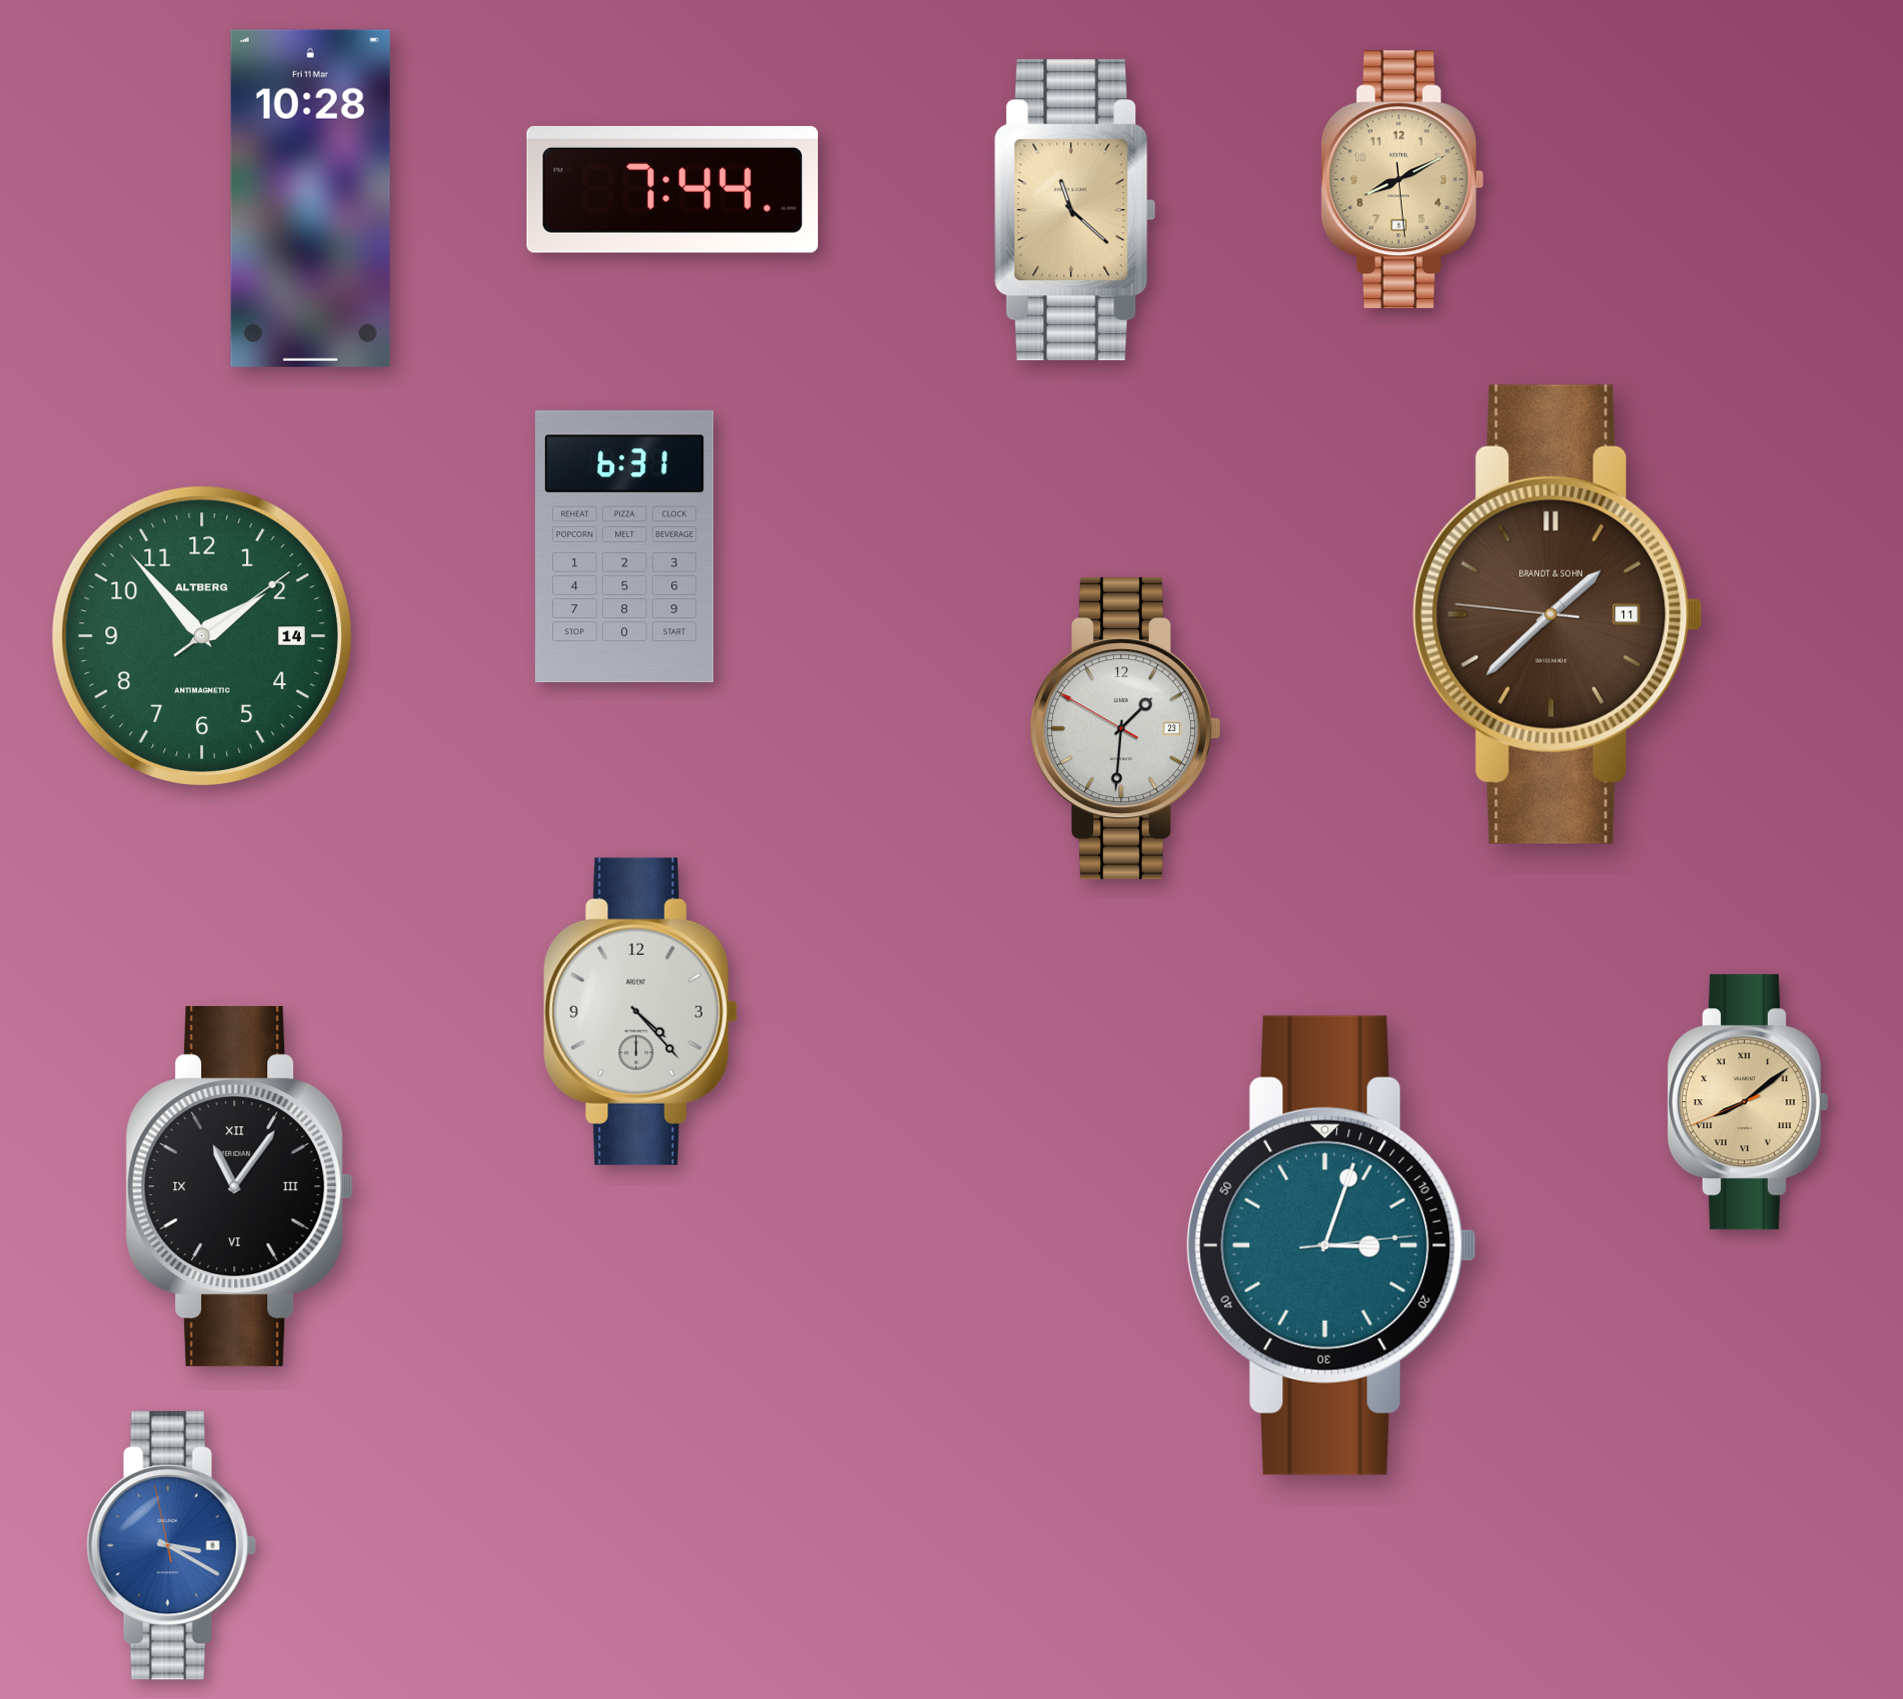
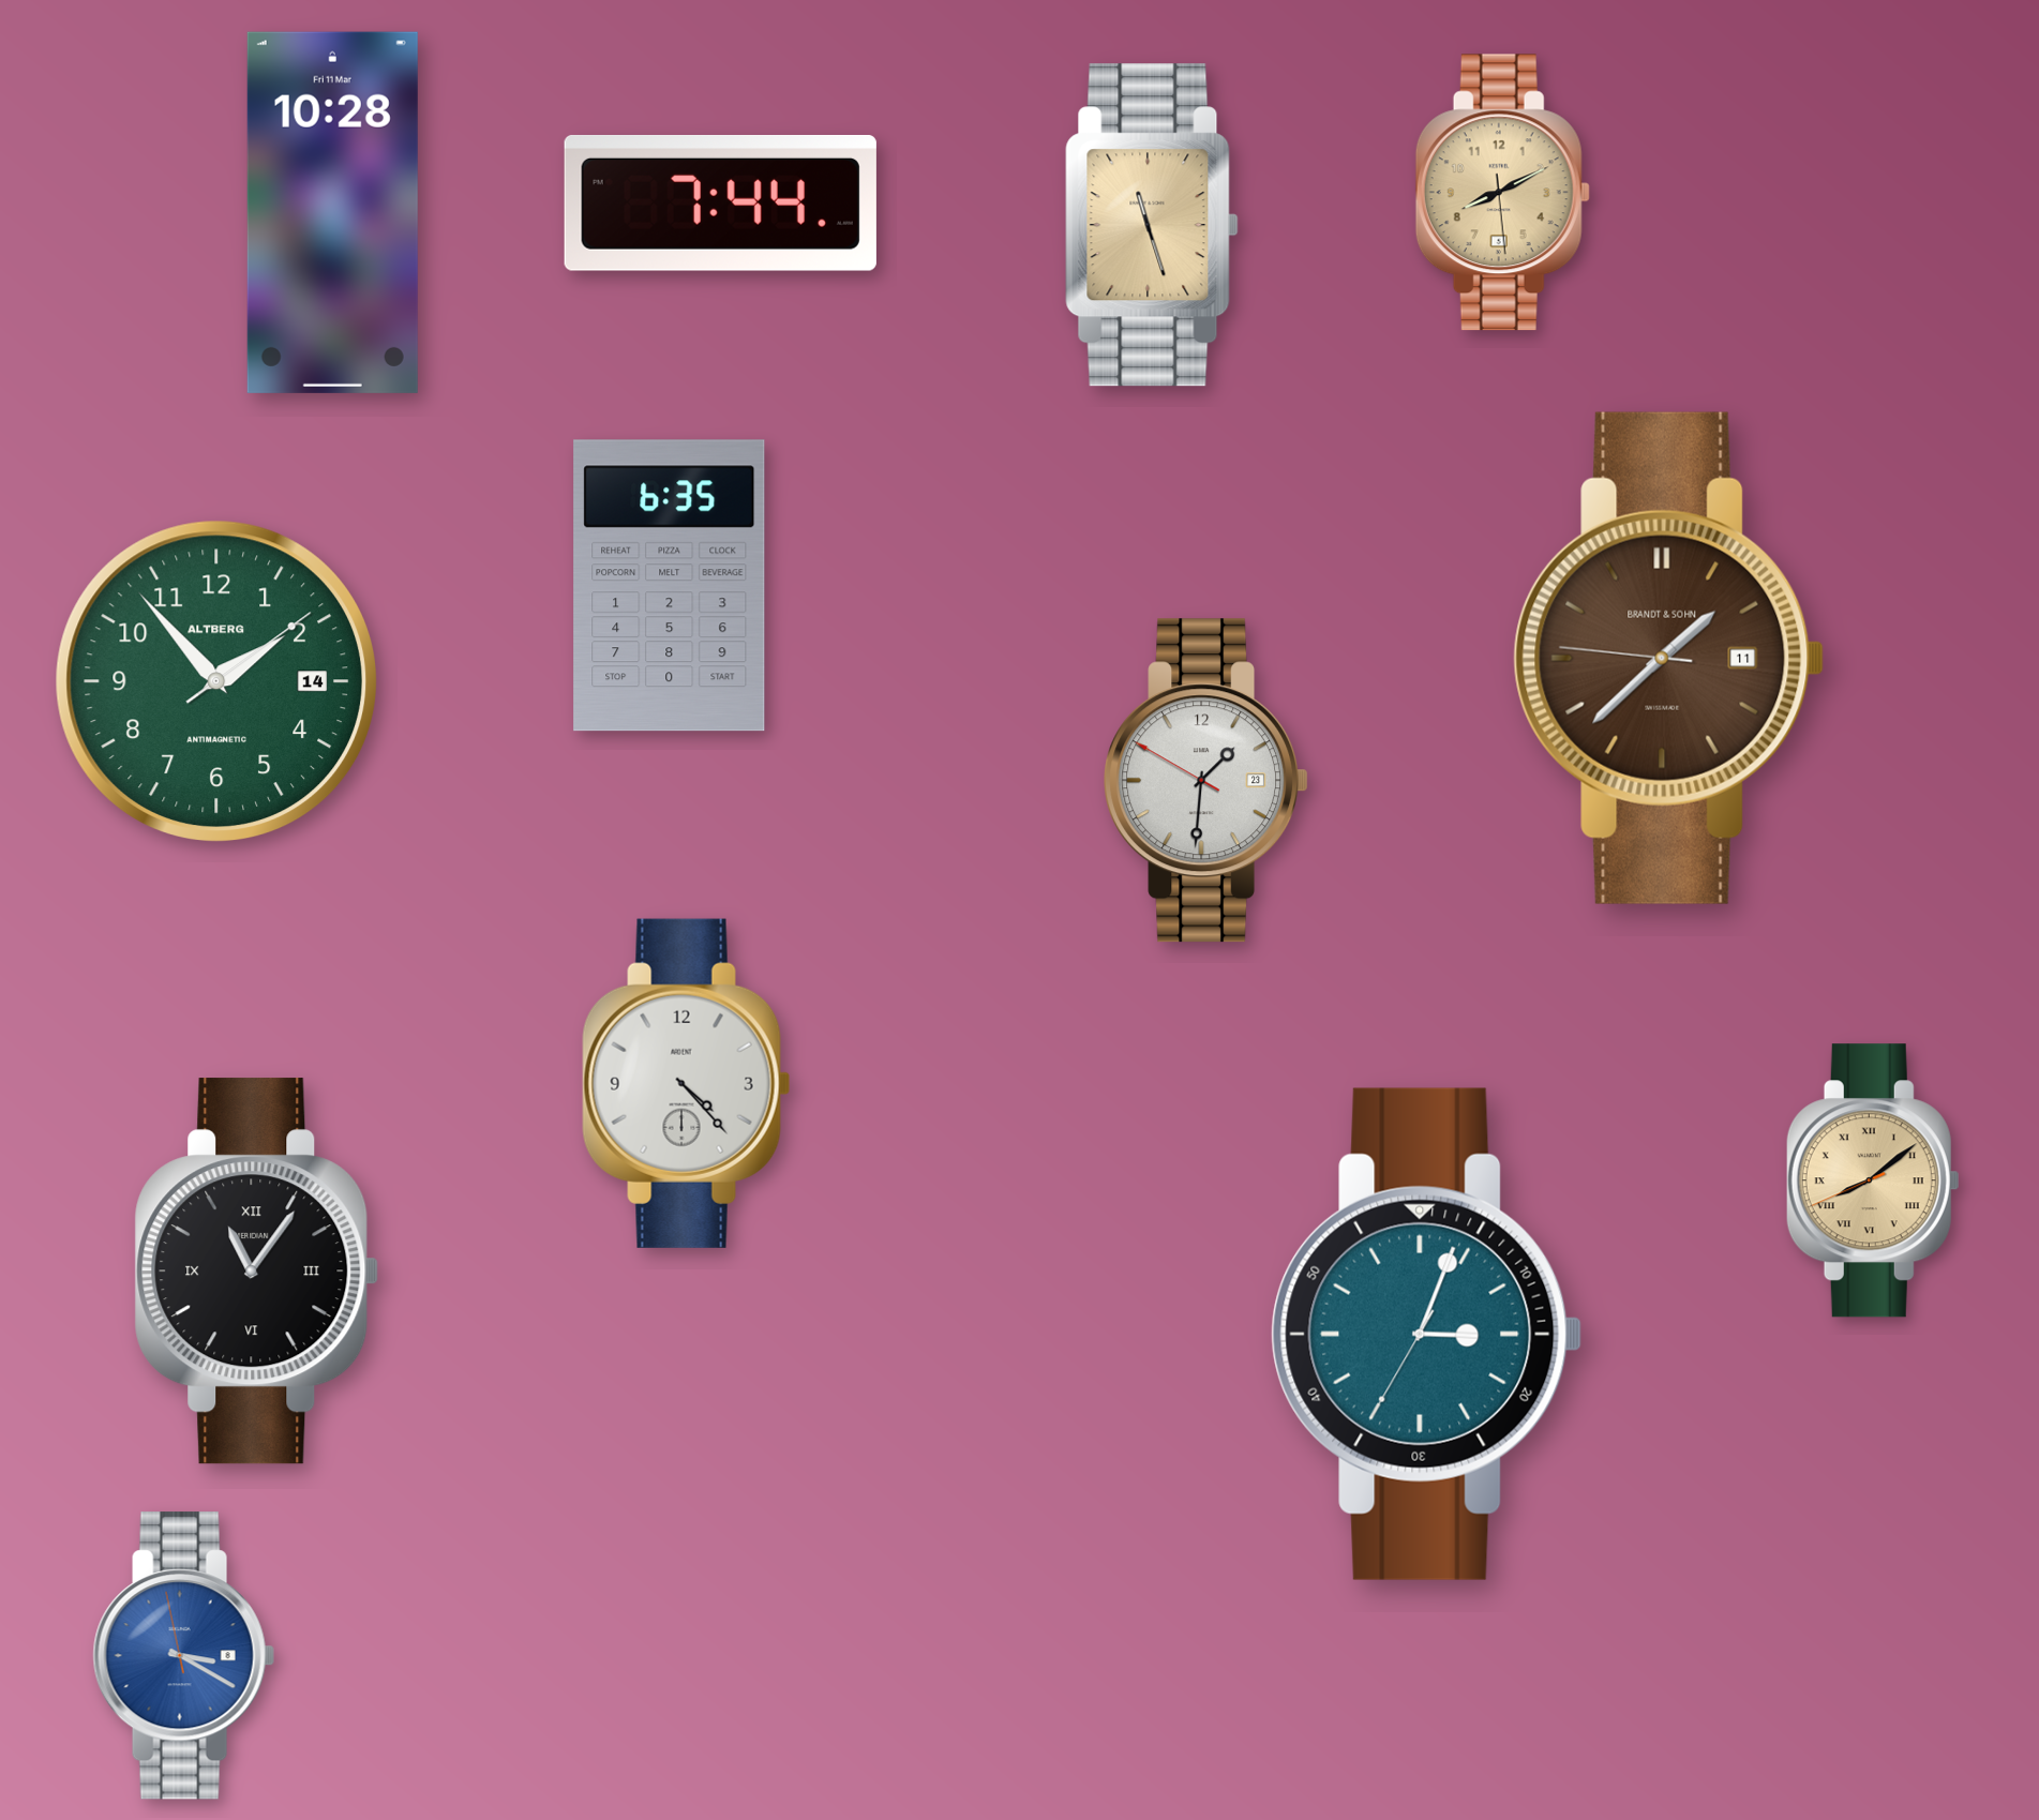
clock at (1075, 210): 11:22 -> 11:27
clock at (625, 547): 6:31 -> 6:35
clock at (1332, 1245): 3:03:14 -> 3:03:35
